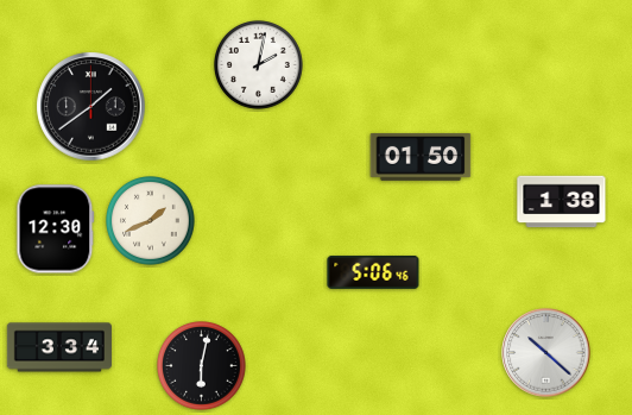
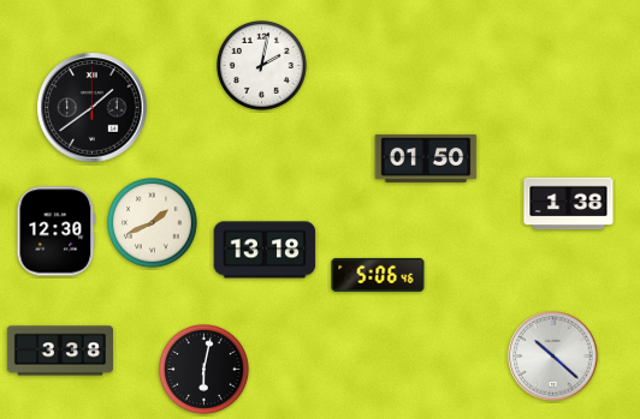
clock at (265, 250): none -> 13:18
clock at (59, 347): 3:34 -> 3:38
